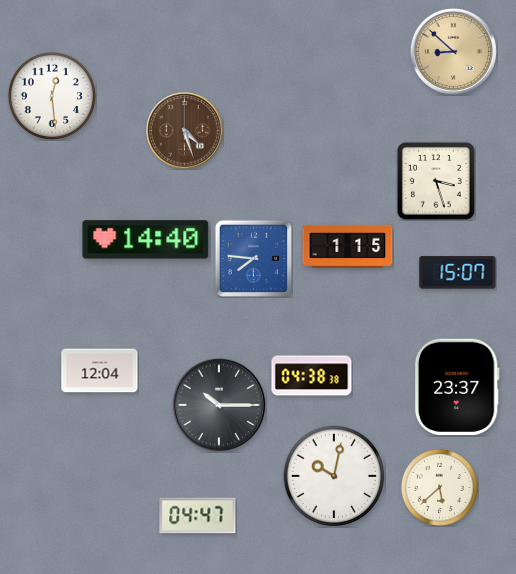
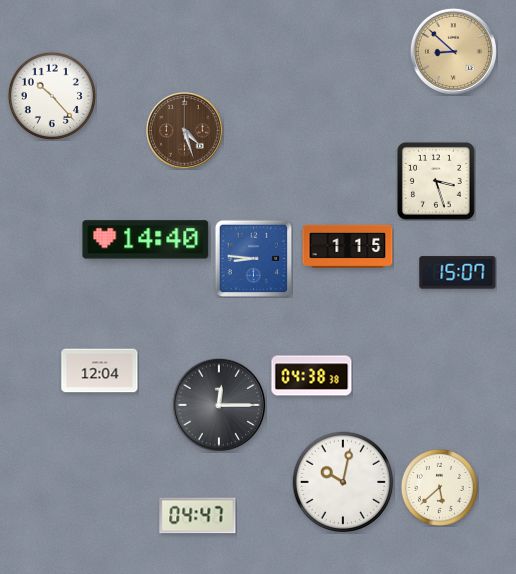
clock at (52, 96): 12:29 -> 10:23
clock at (253, 258): 7:46 -> 8:46
clock at (457, 386): 23:37 -> none
clock at (219, 405): 10:15 -> 12:15
clock at (334, 476) position: (334, 476) -> (343, 482)
